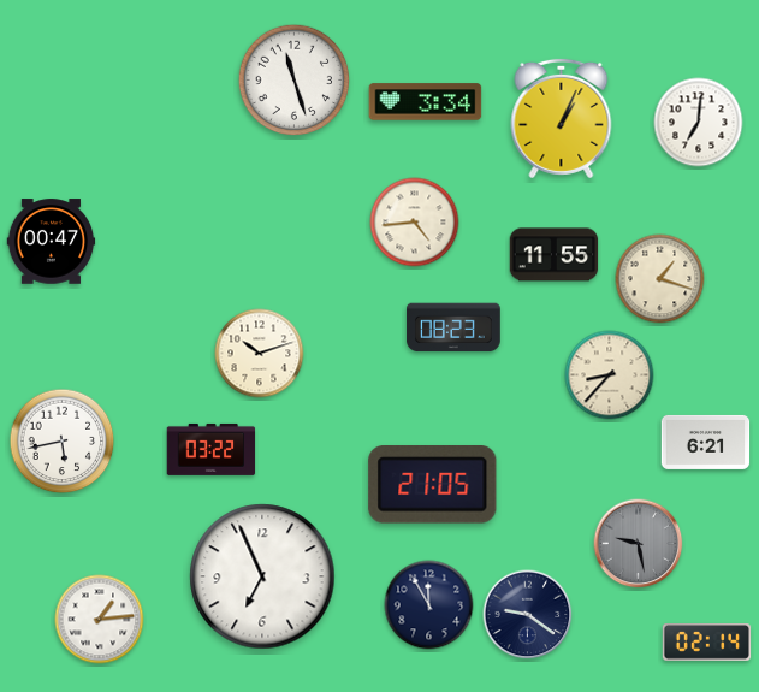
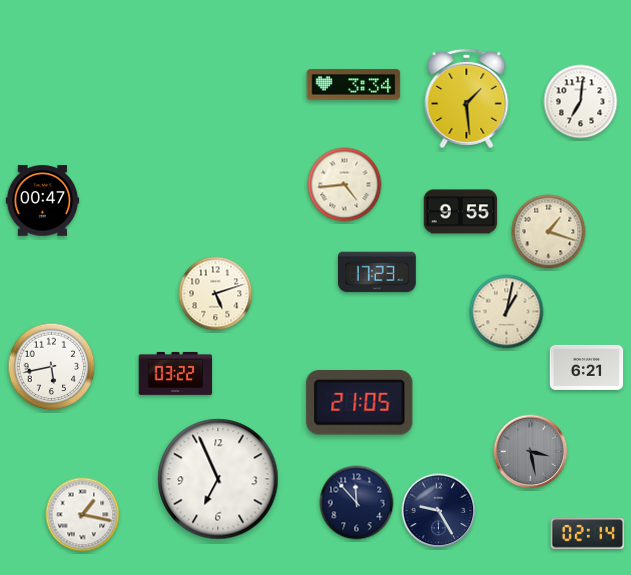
clock at (295, 81): 11:27 -> none
clock at (562, 118): 1:04 -> 1:29
clock at (555, 255): 11:55 -> 9:55
clock at (453, 327): 08:23 -> 17:23
clock at (260, 354): 10:12 -> 5:12
clock at (610, 375): 8:37 -> 1:02
clock at (639, 544): 9:28 -> 3:28
clock at (429, 605): 11:55 -> 11:53
clock at (528, 615): 9:21 -> 9:25
clock at (100, 620): 1:14 -> 1:17
